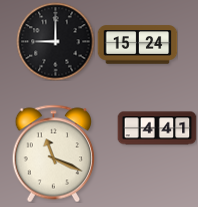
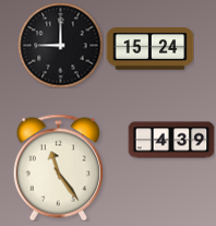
clock at (157, 128): 4:41 -> 4:39
clock at (53, 153): 11:19 -> 11:24
